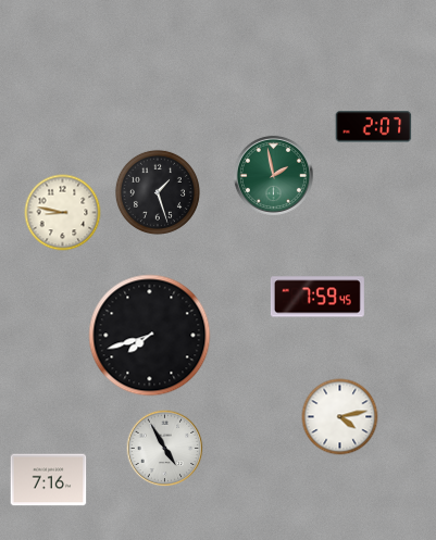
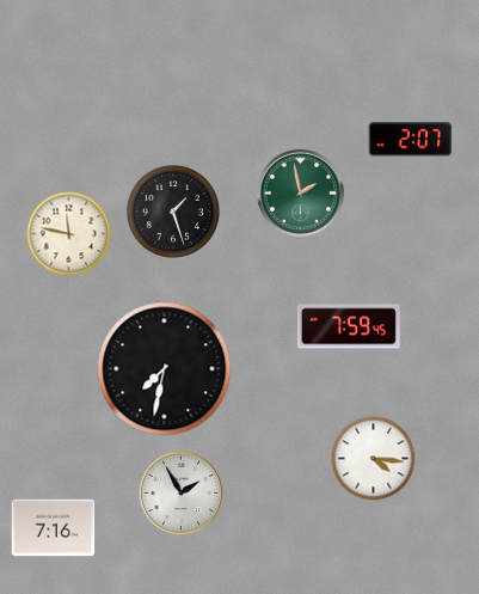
clock at (63, 213): 8:47 -> 11:47
clock at (150, 336): 7:42 -> 7:32
clock at (340, 417): 4:13 -> 4:16
clock at (165, 449): 4:55 -> 1:55
